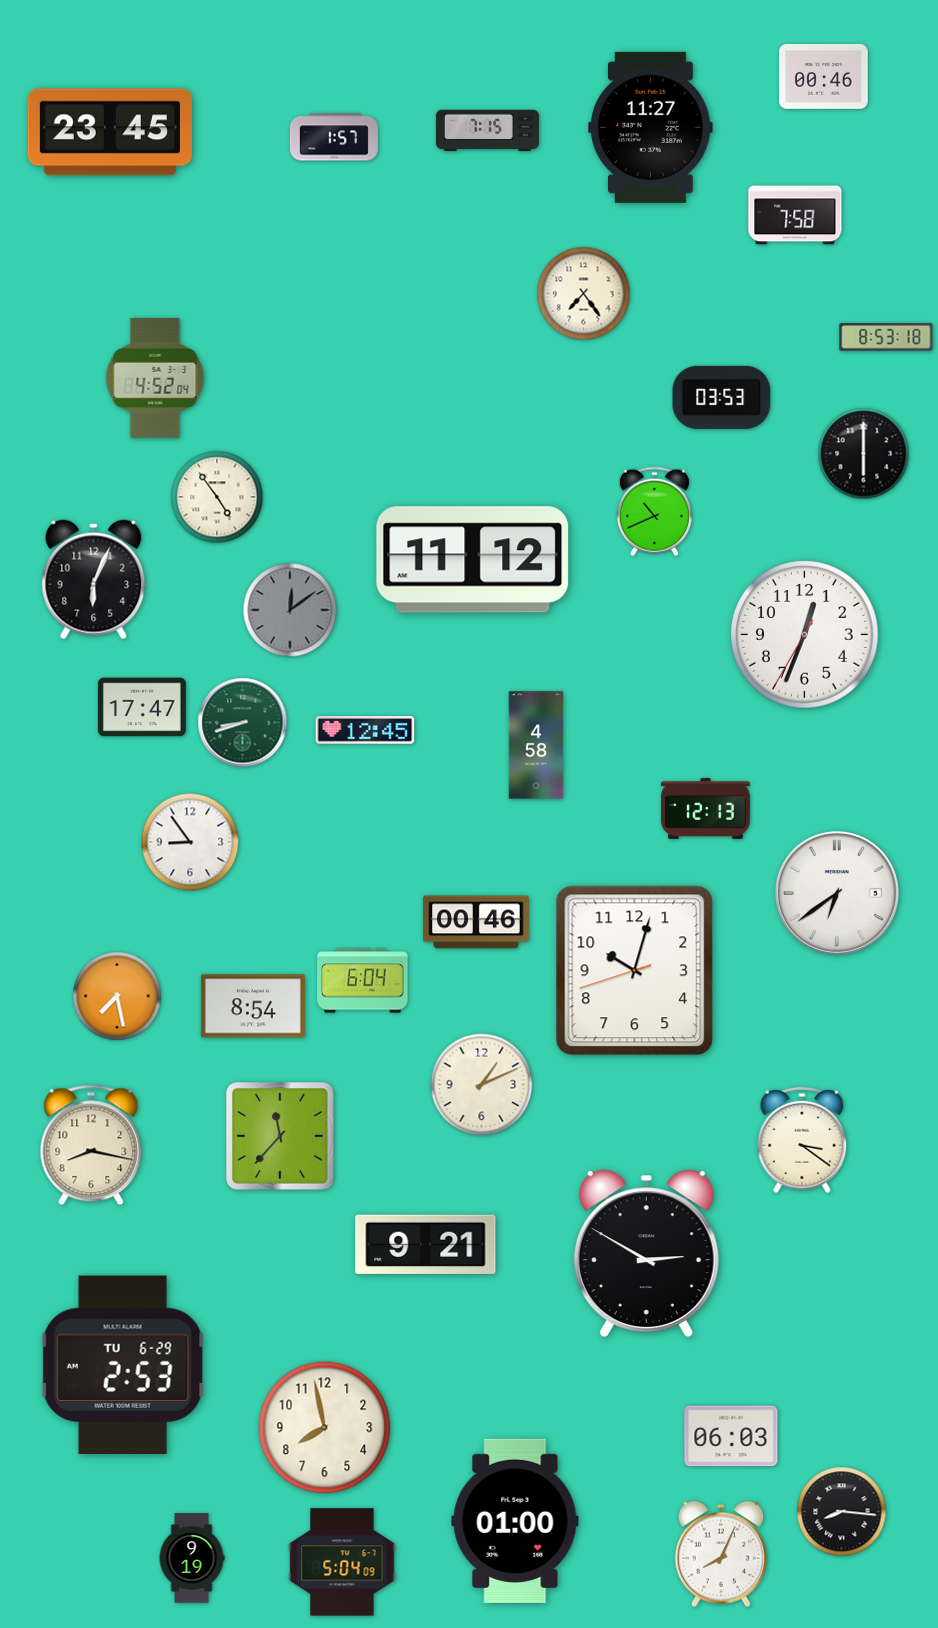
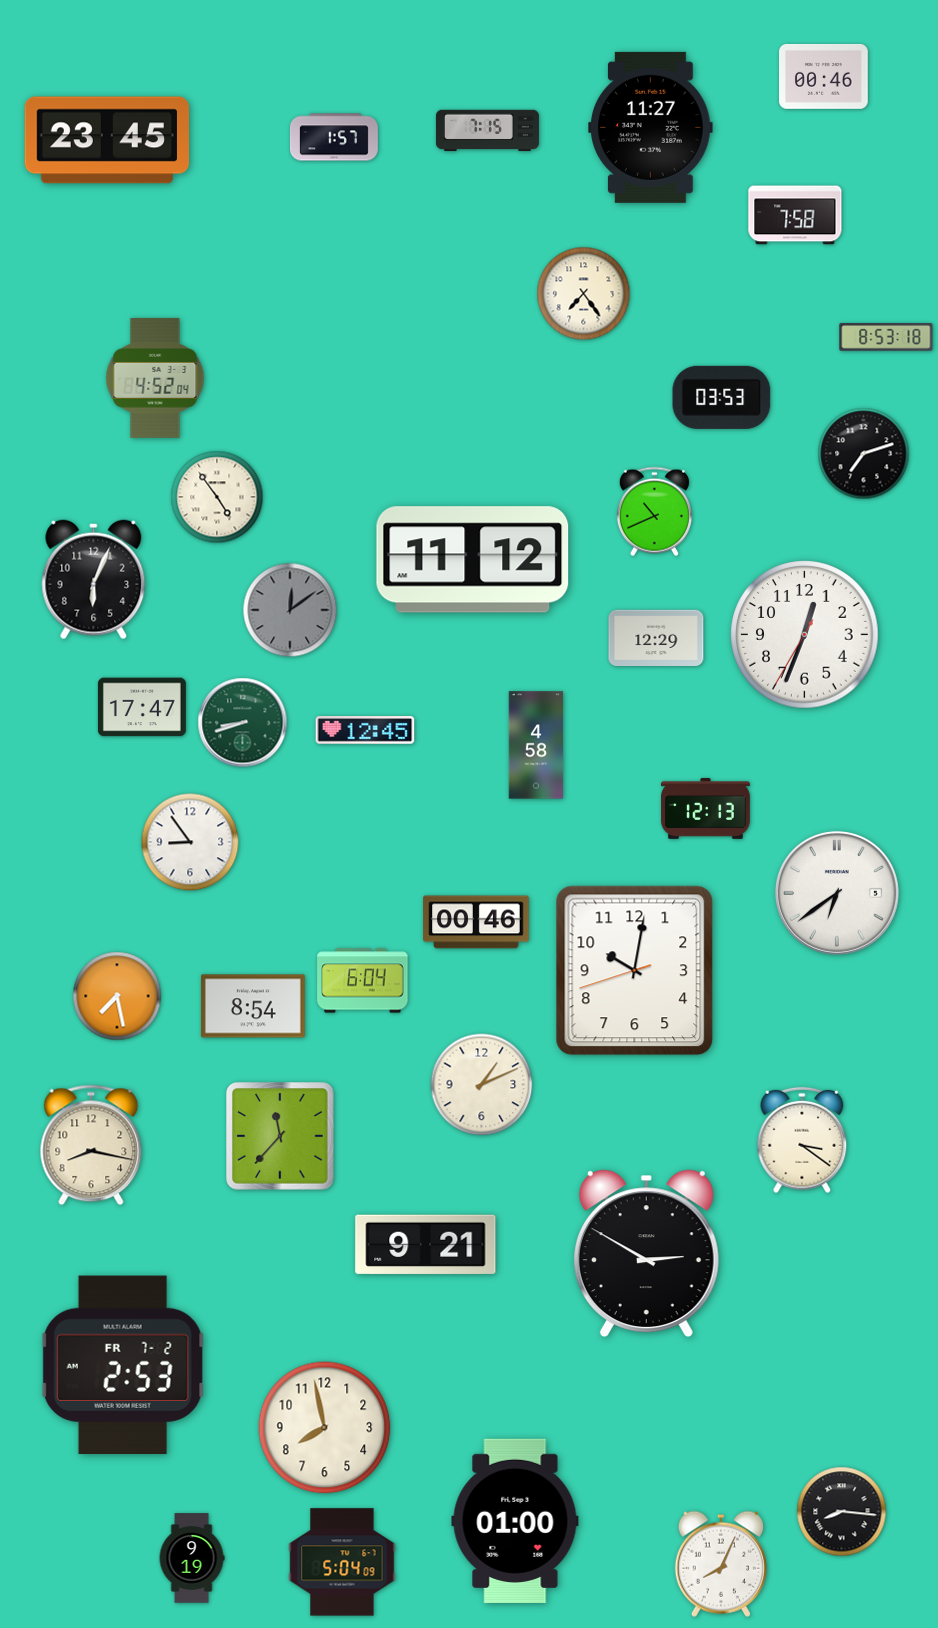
clock at (109, 132) position: (109, 132) -> (106, 140)
clock at (864, 454): 6:00 -> 7:12
clock at (656, 637): none -> 12:29
clock at (635, 971): 10:02 -> 10:01
clock at (123, 1365) date: TU 6-29 -> FR 7-2
clock at (731, 1436): 06:03 -> none
clock at (721, 1554) position: (721, 1554) -> (721, 1564)
